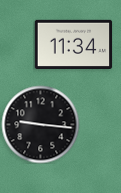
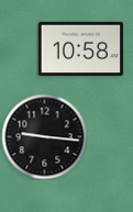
clock at (73, 45): 11:34 -> 10:58
